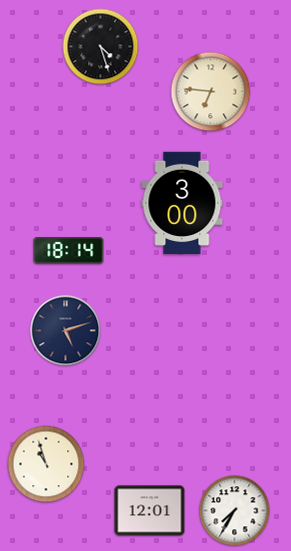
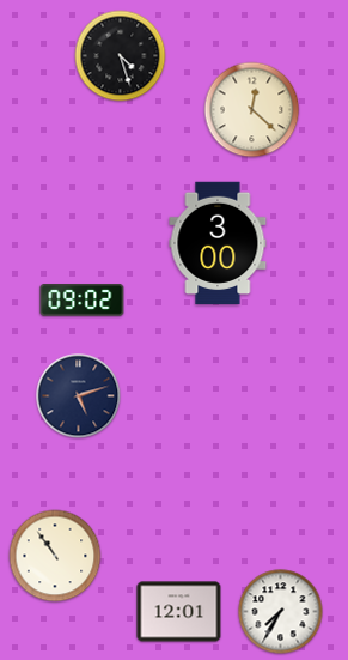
clock at (211, 92): 6:46 -> 12:22
clock at (69, 251): 18:14 -> 09:02
clock at (46, 464): 10:57 -> 10:54
